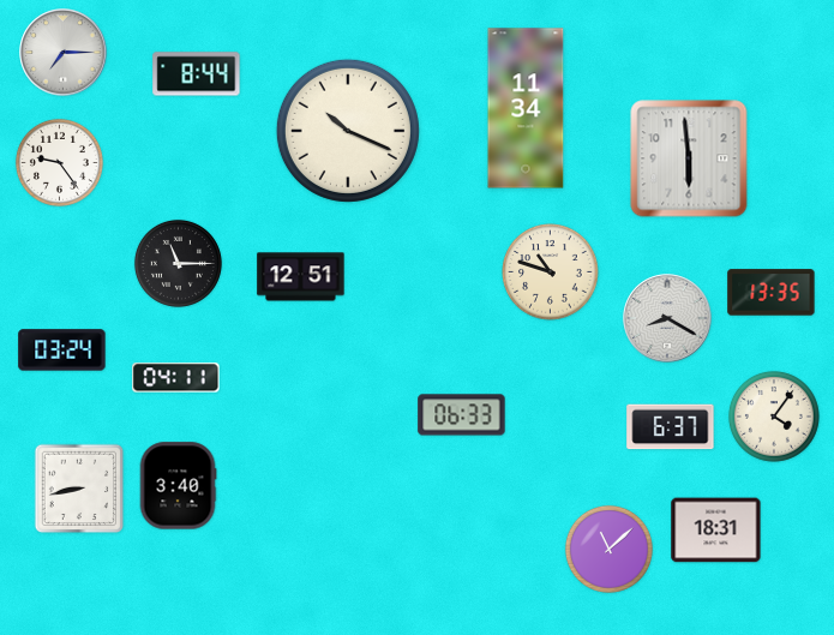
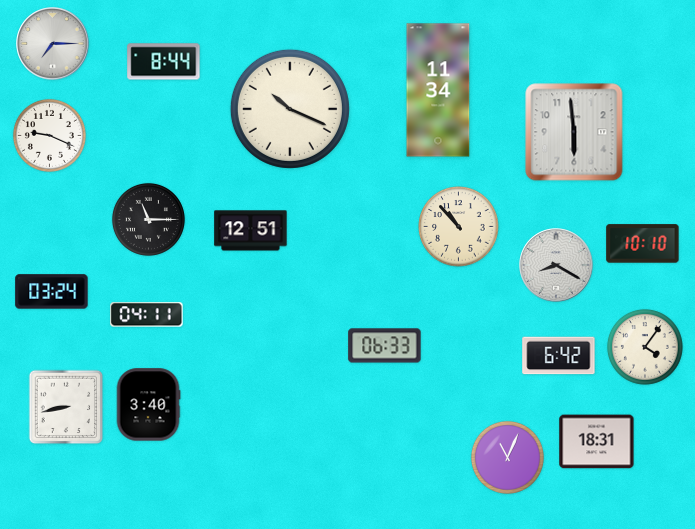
clock at (59, 162): 9:24 -> 9:19
clock at (551, 272): 10:48 -> 10:53
clock at (772, 293): 13:35 -> 10:10
clock at (671, 427): 6:37 -> 6:42
clock at (608, 549): 11:08 -> 11:04
